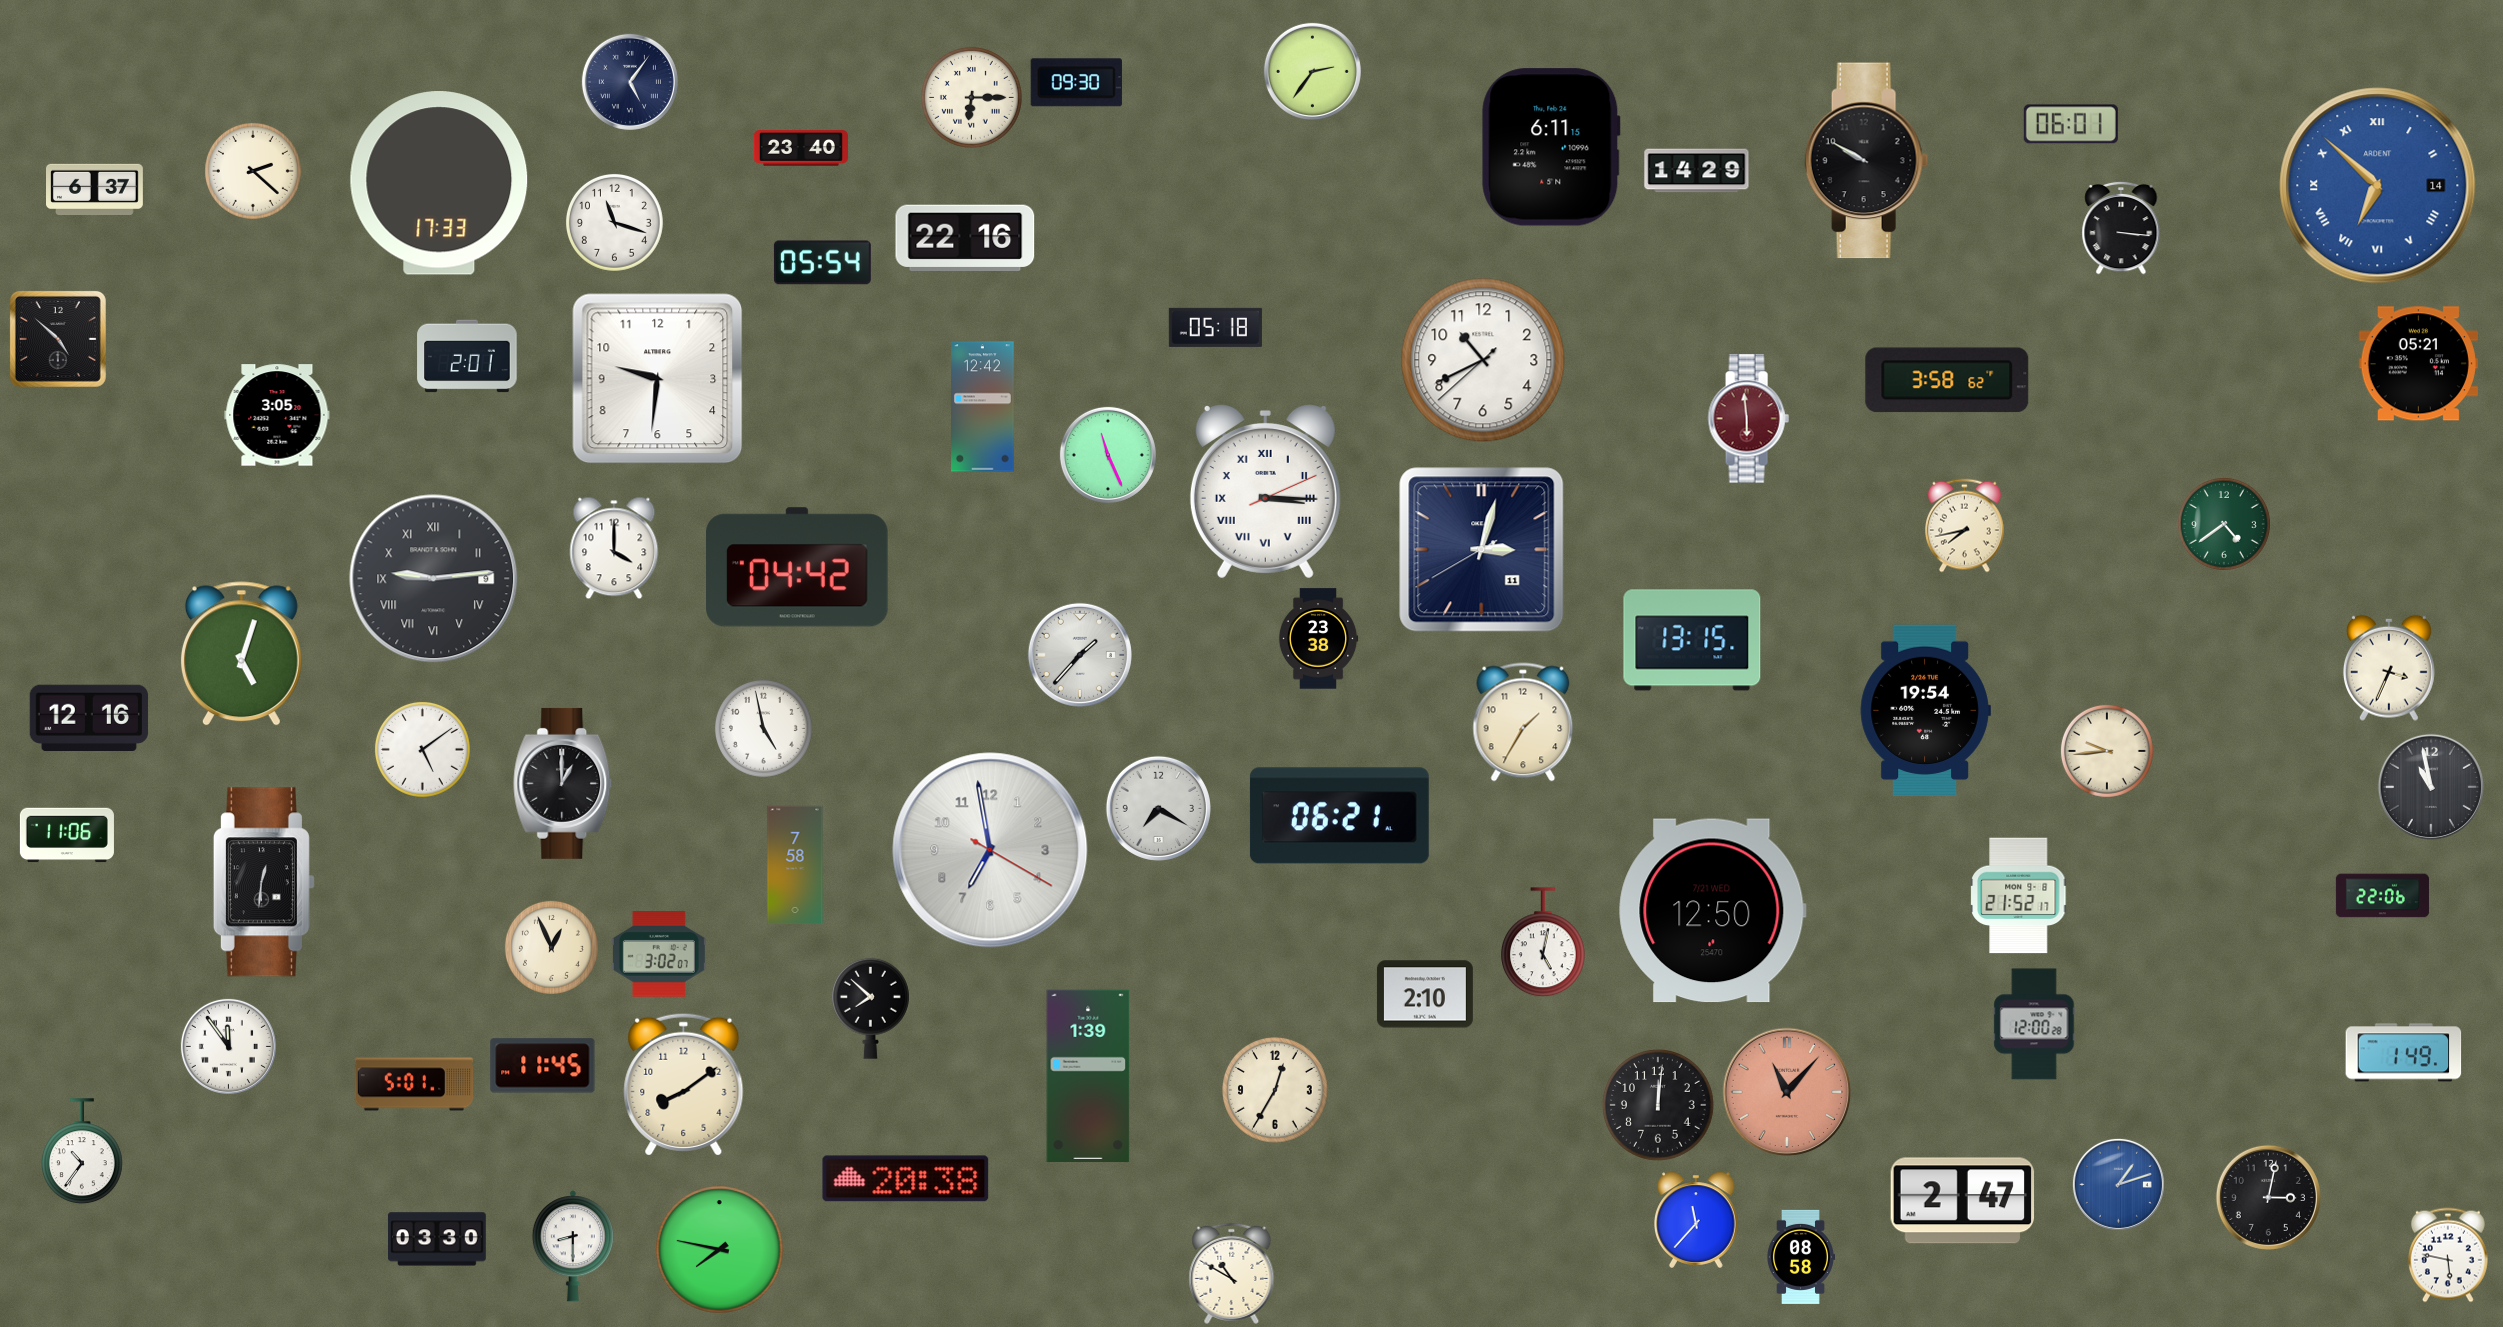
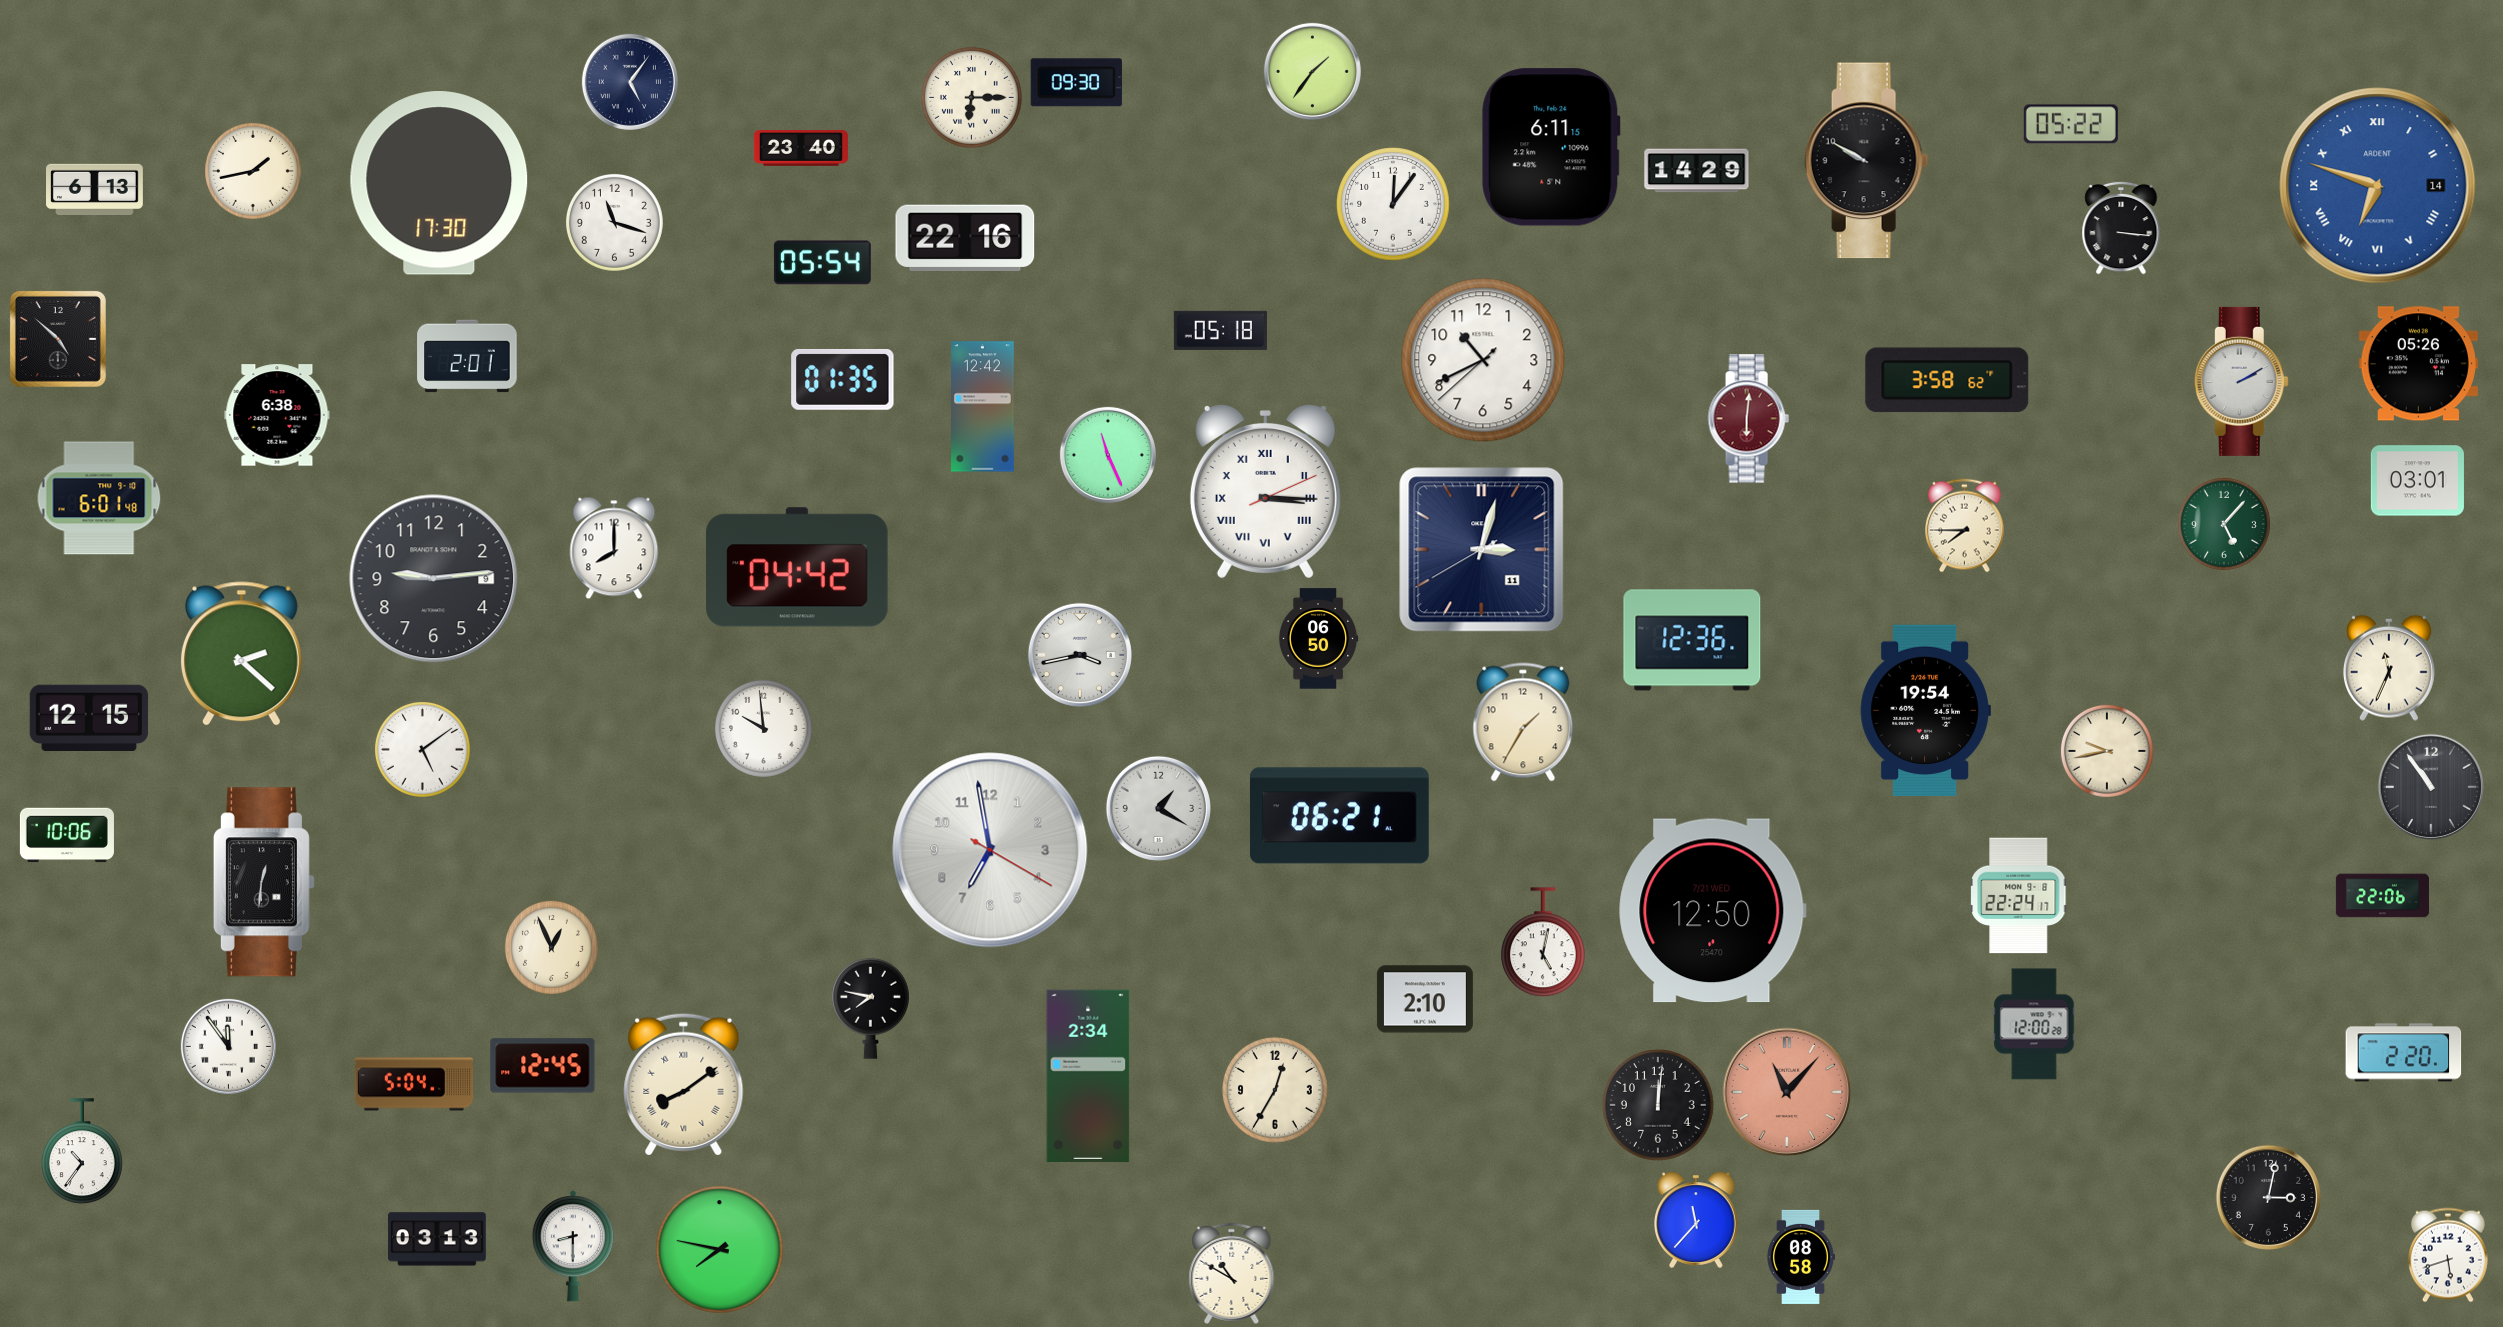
clock at (1312, 71): 2:36 -> 1:36
clock at (2071, 124): 06:01 -> 05:22
clock at (253, 171): 2:22 -> 1:43
clock at (439, 183): 17:33 -> 17:30
clock at (2378, 186): 6:52 -> 6:48
clock at (95, 190): 6:37 -> 6:13
clock at (1393, 204): none -> 12:06
clock at (1215, 327) position: (1215, 327) -> (1220, 330)
clock at (2418, 364): 05:21 -> 05:26
clock at (658, 379): 9:31 -> none
clock at (843, 379): none -> 01:35
clock at (2241, 381): none -> 2:10
clock at (277, 415): 3:05 -> 6:38
clock at (1748, 419): 5:59 -> 6:01
clock at (2417, 481): none -> 03:01
clock at (99, 498): none -> 6:01
clock at (2224, 524): 4:39 -> 5:07
clock at (1965, 526): 7:43 -> 7:45
clock at (614, 548): 4:00 -> 8:00
clock at (434, 579) numerals: Roman -> Arabic
clock at (1318, 639): 23:38 -> 06:50
clock at (1692, 640): 13:15 -> 12:36
clock at (241, 654): 5:03 -> 2:22
clock at (1080, 655): 1:37 -> 3:43
clock at (2389, 668): 3:34 -> 11:34
clock at (89, 717): 12:16 -> 12:15
clock at (763, 728): 4:58 -> 9:59
clock at (2107, 751): 9:44 -> 9:43
clock at (563, 783): 1:00 -> none
clock at (2431, 787): 10:58 -> 10:54
clock at (1158, 808): 7:20 -> 1:20
clock at (67, 835): 11:06 -> 10:06
clock at (795, 865): 7:58 -> none
clock at (2019, 896): 21:52 -> 22:24
clock at (659, 954): 3:02 -> none
clock at (1425, 994) position: (1425, 994) -> (1425, 999)
clock at (870, 1008): 7:52 -> 7:47
clock at (2404, 1053): 1:49 -> 2:20
clock at (543, 1066): 11:45 -> 12:45
clock at (1088, 1075): 1:39 -> 2:34
clock at (414, 1084): 5:01 -> 5:04
clock at (684, 1084) numerals: Arabic -> Roman
clock at (906, 1179): 20:38 -> none
clock at (2118, 1184): 1:12 -> none
clock at (1963, 1201): 2:47 -> none
clock at (438, 1239): 03:30 -> 03:13
clock at (2448, 1255): 5:47 -> 5:42
